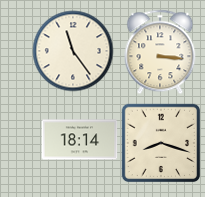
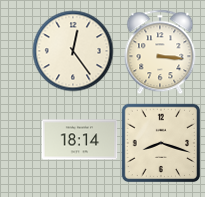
clock at (73, 51): 11:24 -> 12:24
